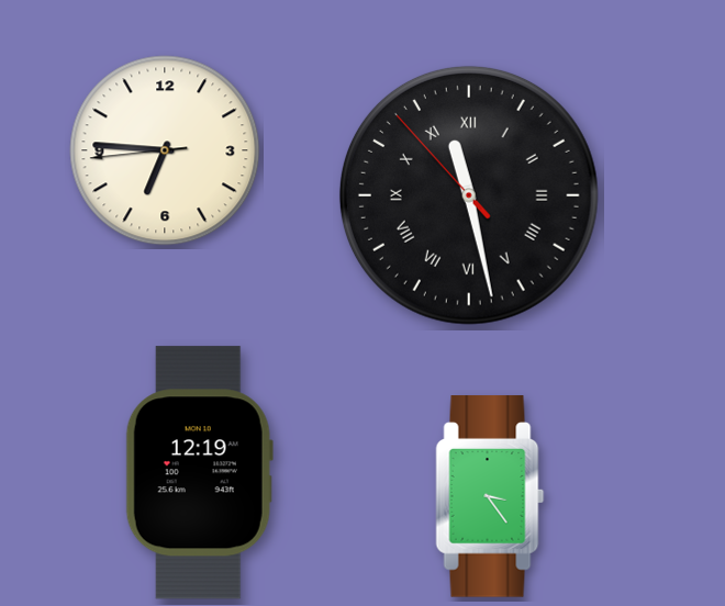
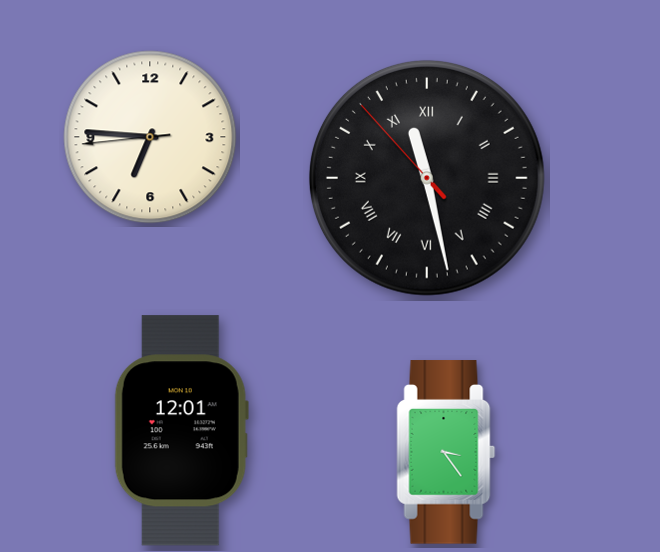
clock at (199, 473): 12:19 -> 12:01
